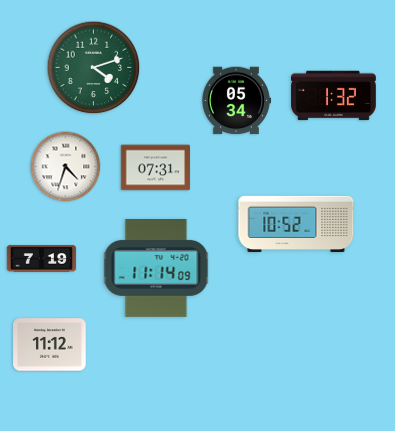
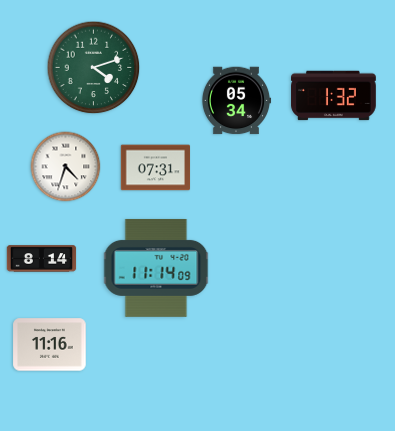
clock at (296, 224): 10:52 -> none
clock at (42, 259): 7:19 -> 8:14
clock at (50, 345): 11:12 -> 11:16
